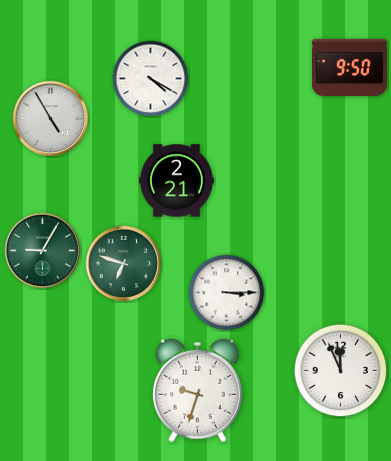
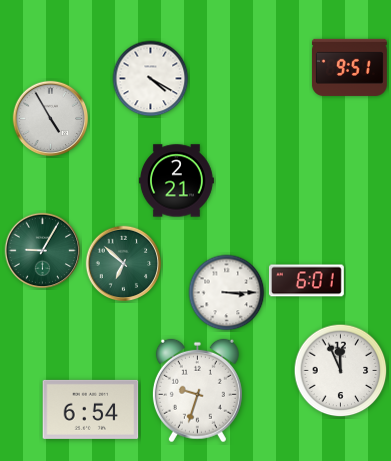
clock at (349, 67): 9:50 -> 9:51
clock at (124, 264): 6:48 -> 6:52
clock at (306, 281): none -> 6:01
clock at (91, 409): none -> 6:54
